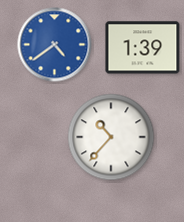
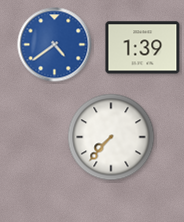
clock at (111, 137): 10:37 -> 7:37
